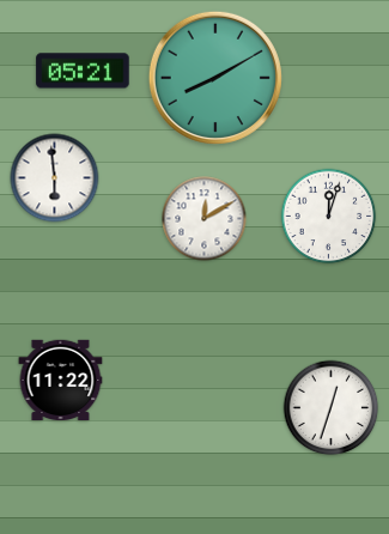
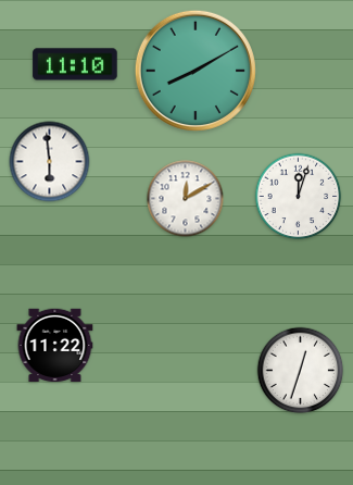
clock at (83, 71): 05:21 -> 11:10
